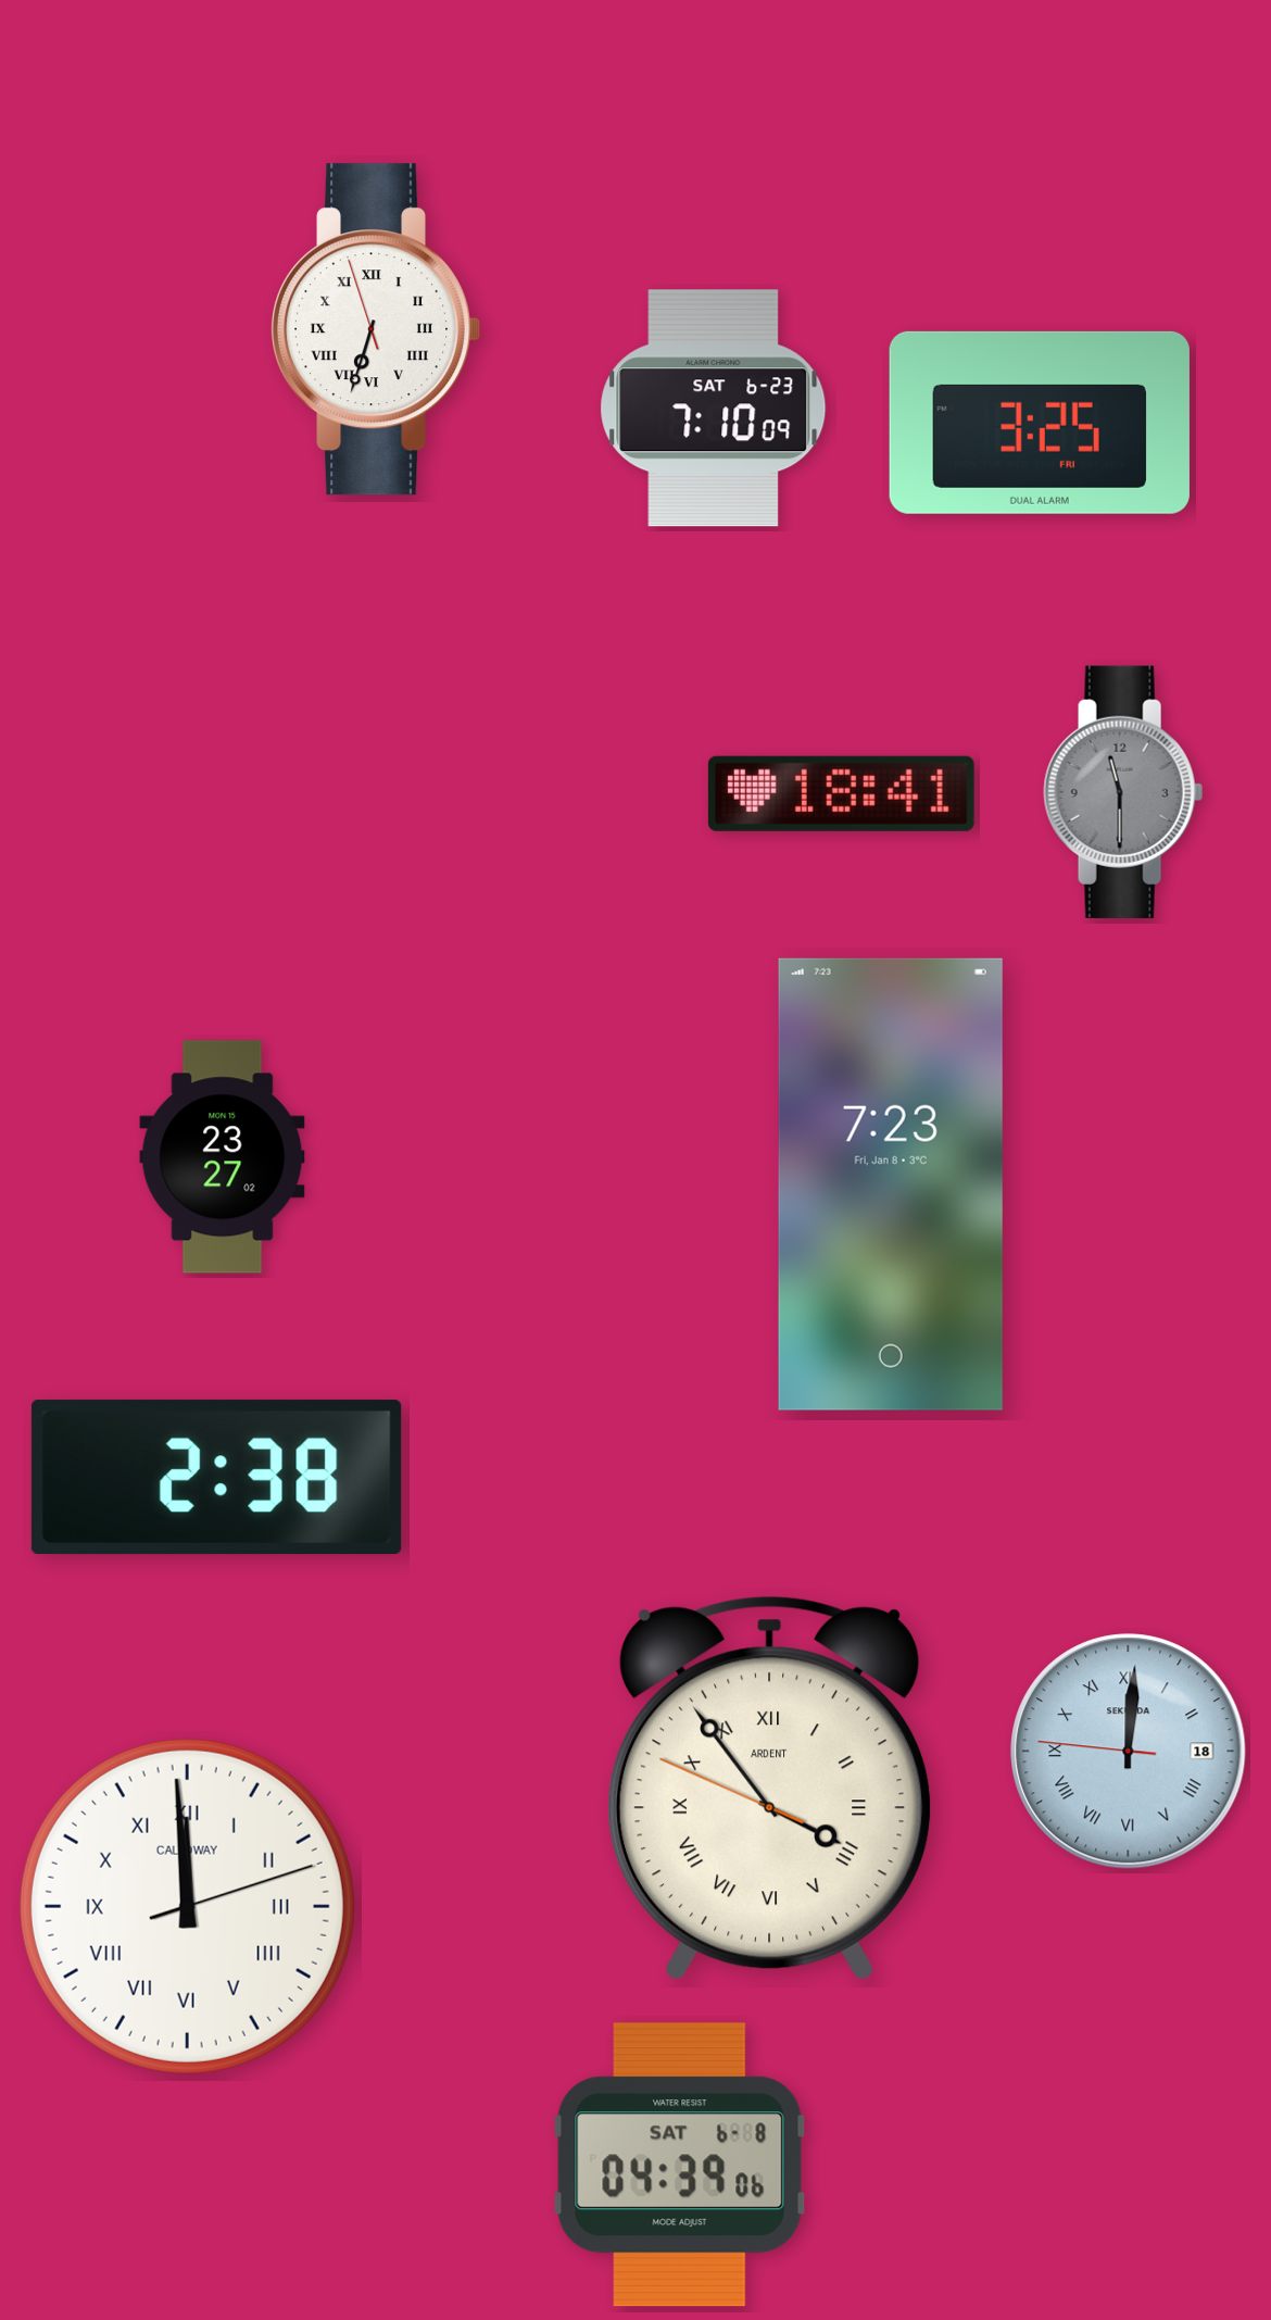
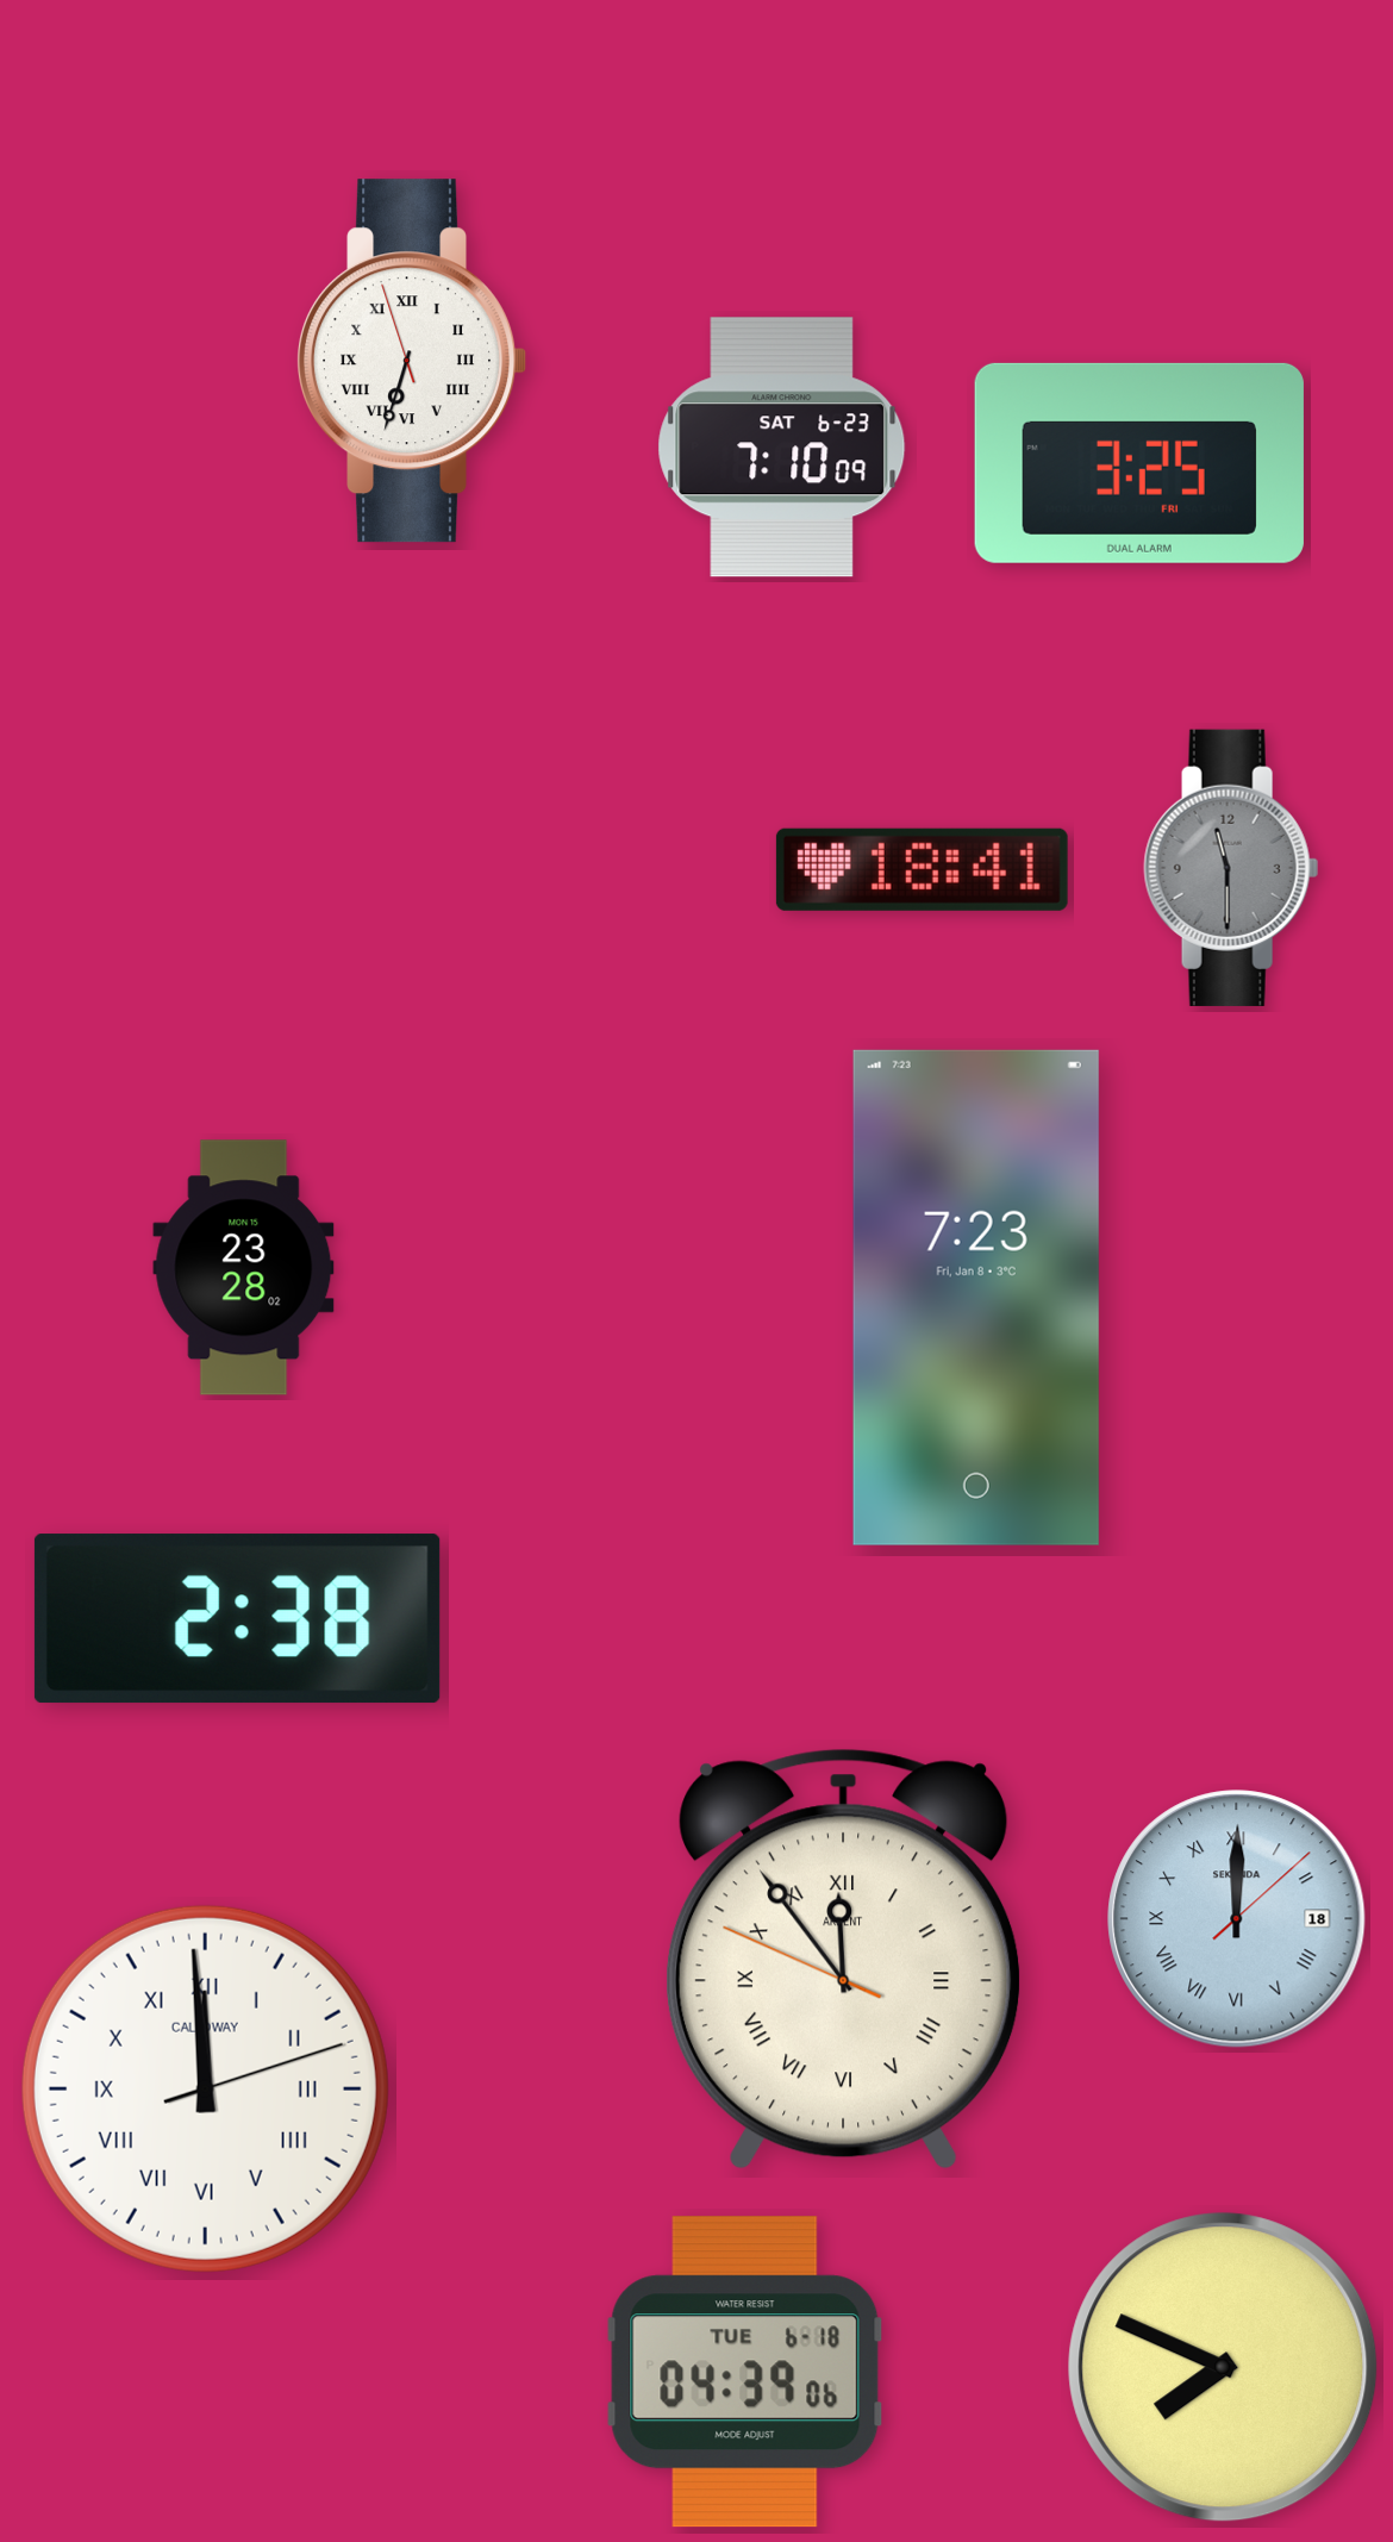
clock at (223, 1157): 23:27 -> 23:28
clock at (1129, 1752): 12:00:46 -> 12:00:08
clock at (770, 1788): 3:53 -> 11:53
clock at (1223, 2367): none -> 7:49
clock at (680, 2165) date: SAT 6-8 -> TUE 6-18
